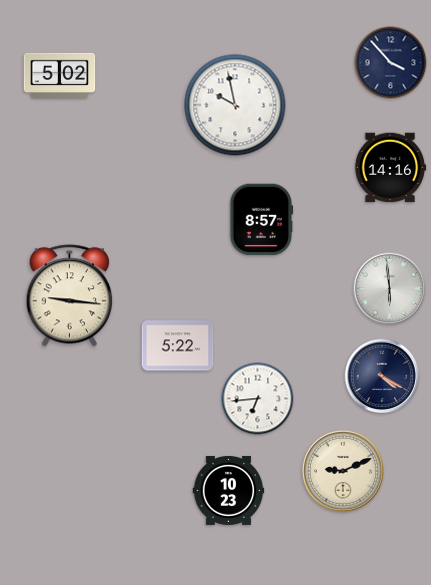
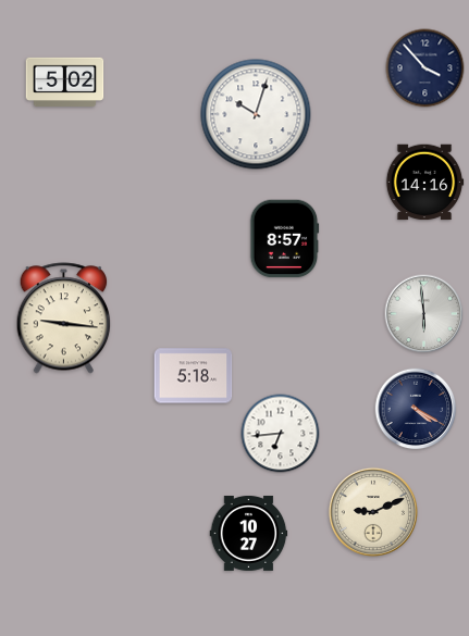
clock at (235, 105): 9:58 -> 10:03
clock at (70, 296) position: (70, 296) -> (64, 319)
clock at (178, 346): 5:22 -> 5:18
clock at (229, 490): 10:23 -> 10:27
